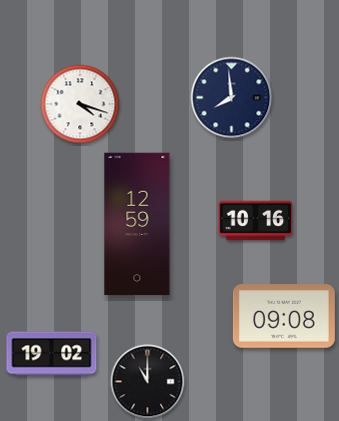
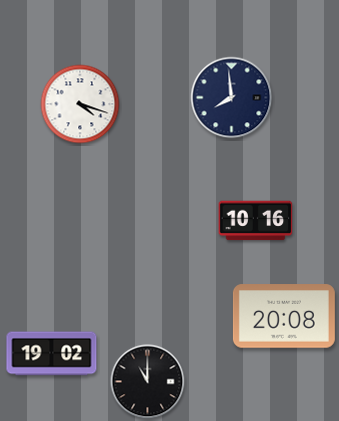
clock at (137, 224): 12:59 -> none
clock at (284, 316): 09:08 -> 20:08
